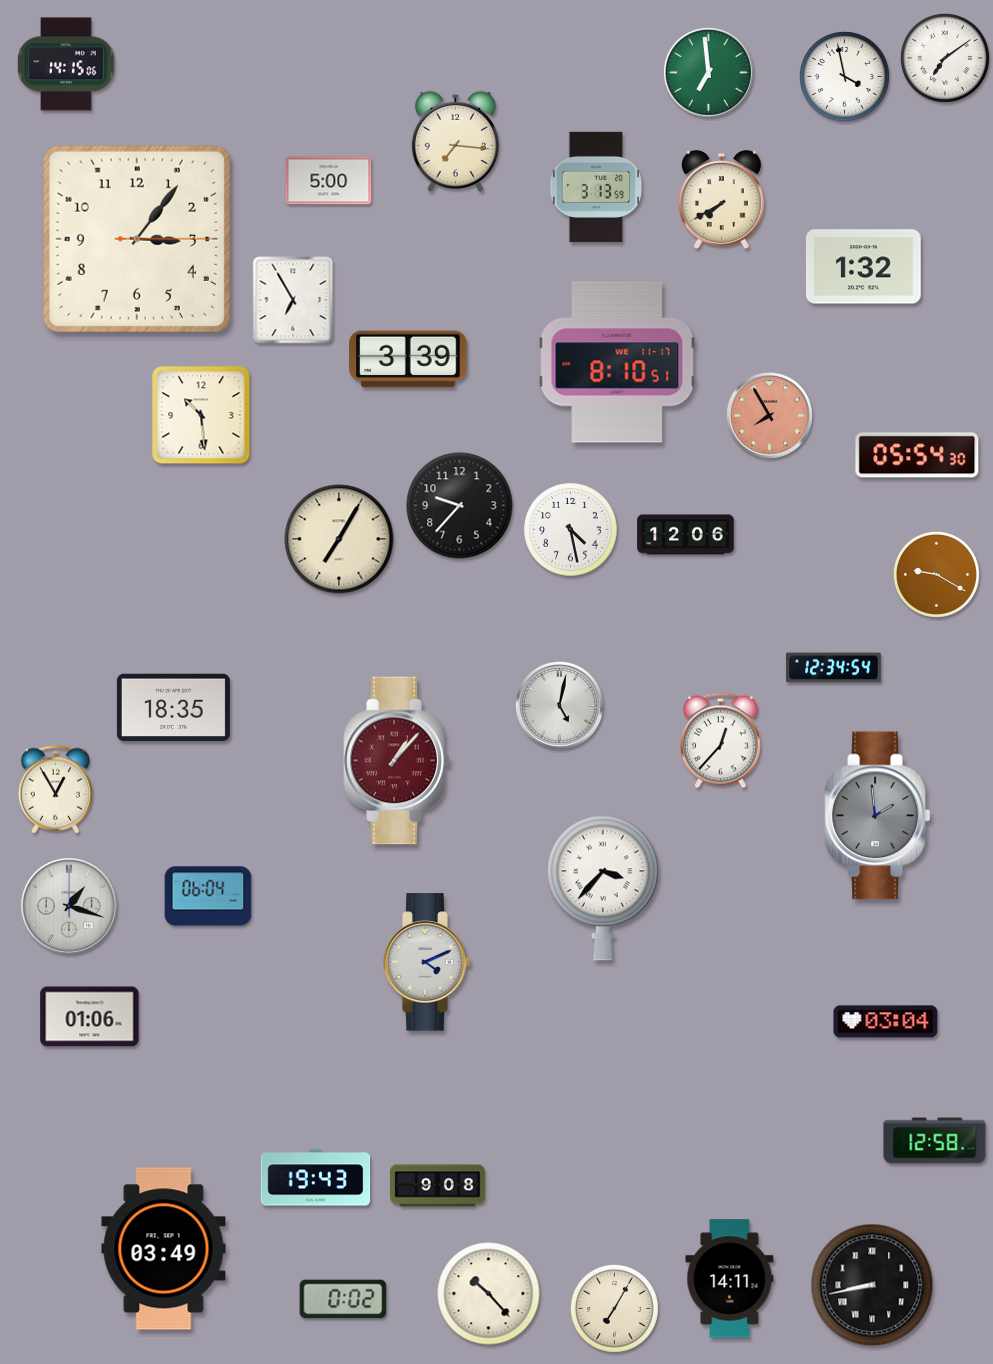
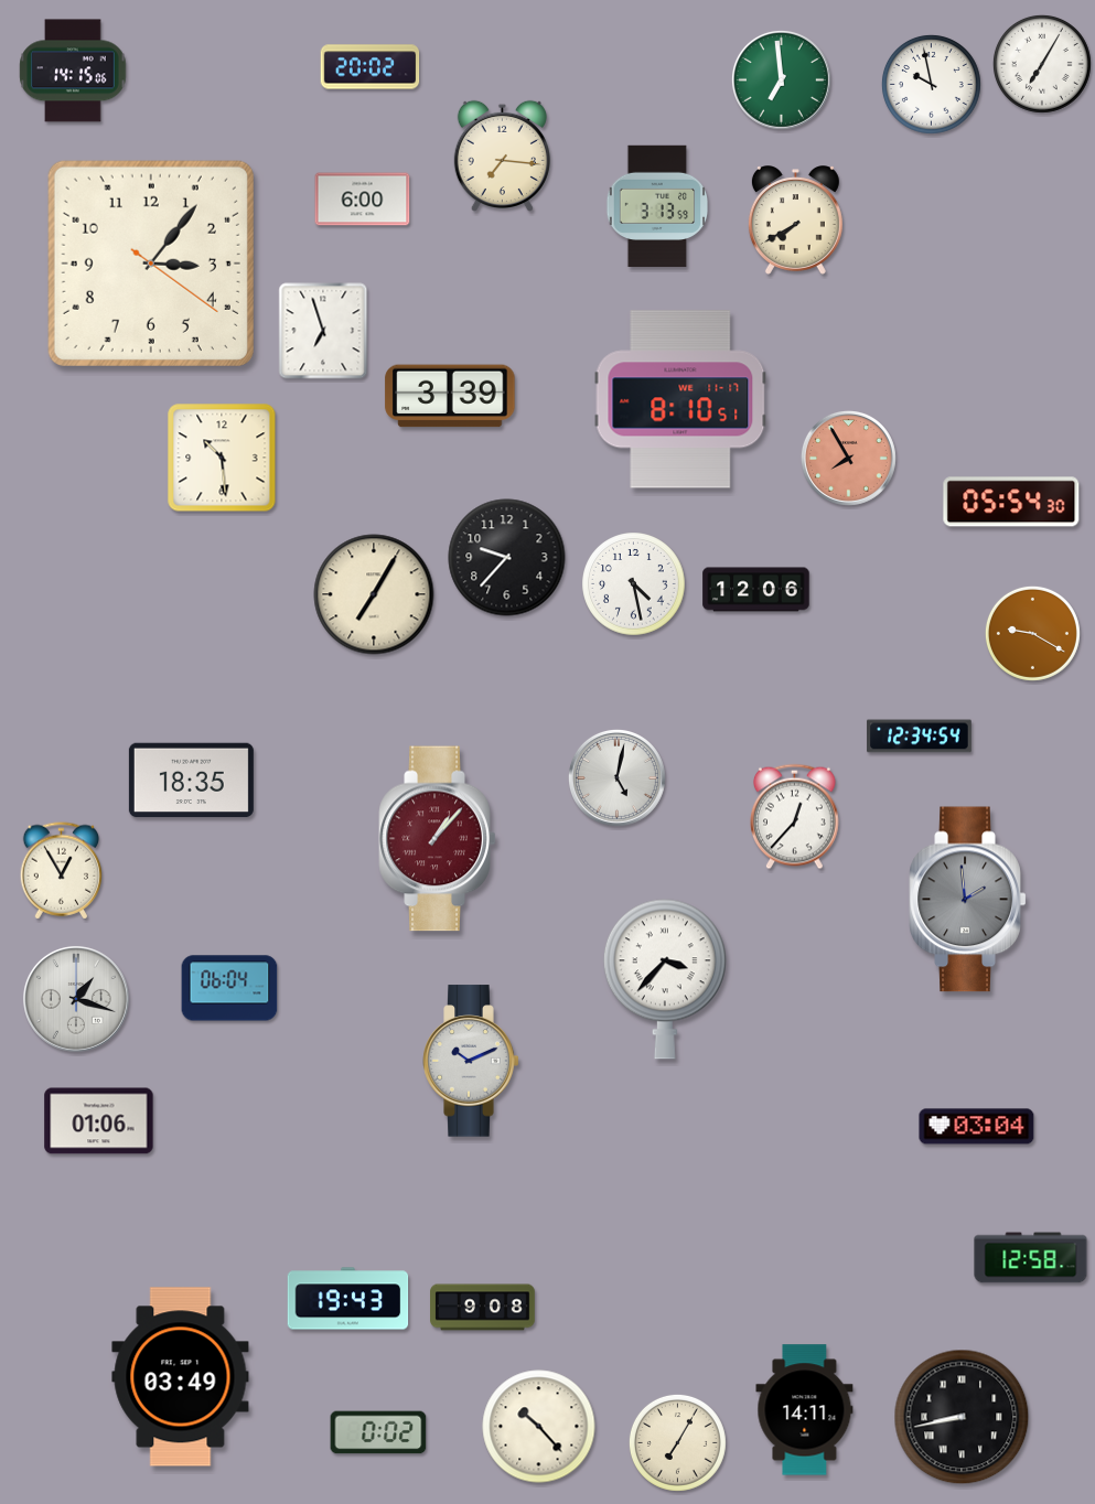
clock at (945, 58): 7:09 -> 7:05
clock at (371, 67): none -> 20:02
clock at (845, 77): 3:58 -> 9:58
clock at (329, 181): 5:00 -> 6:00
clock at (137, 239): 3:06:15 -> 3:06:21
clock at (863, 267): 1:32 -> none
clock at (293, 300): 6:55 -> 6:57
clock at (571, 530) position: (571, 530) -> (634, 584)
clock at (427, 962): 4:11 -> 10:11
